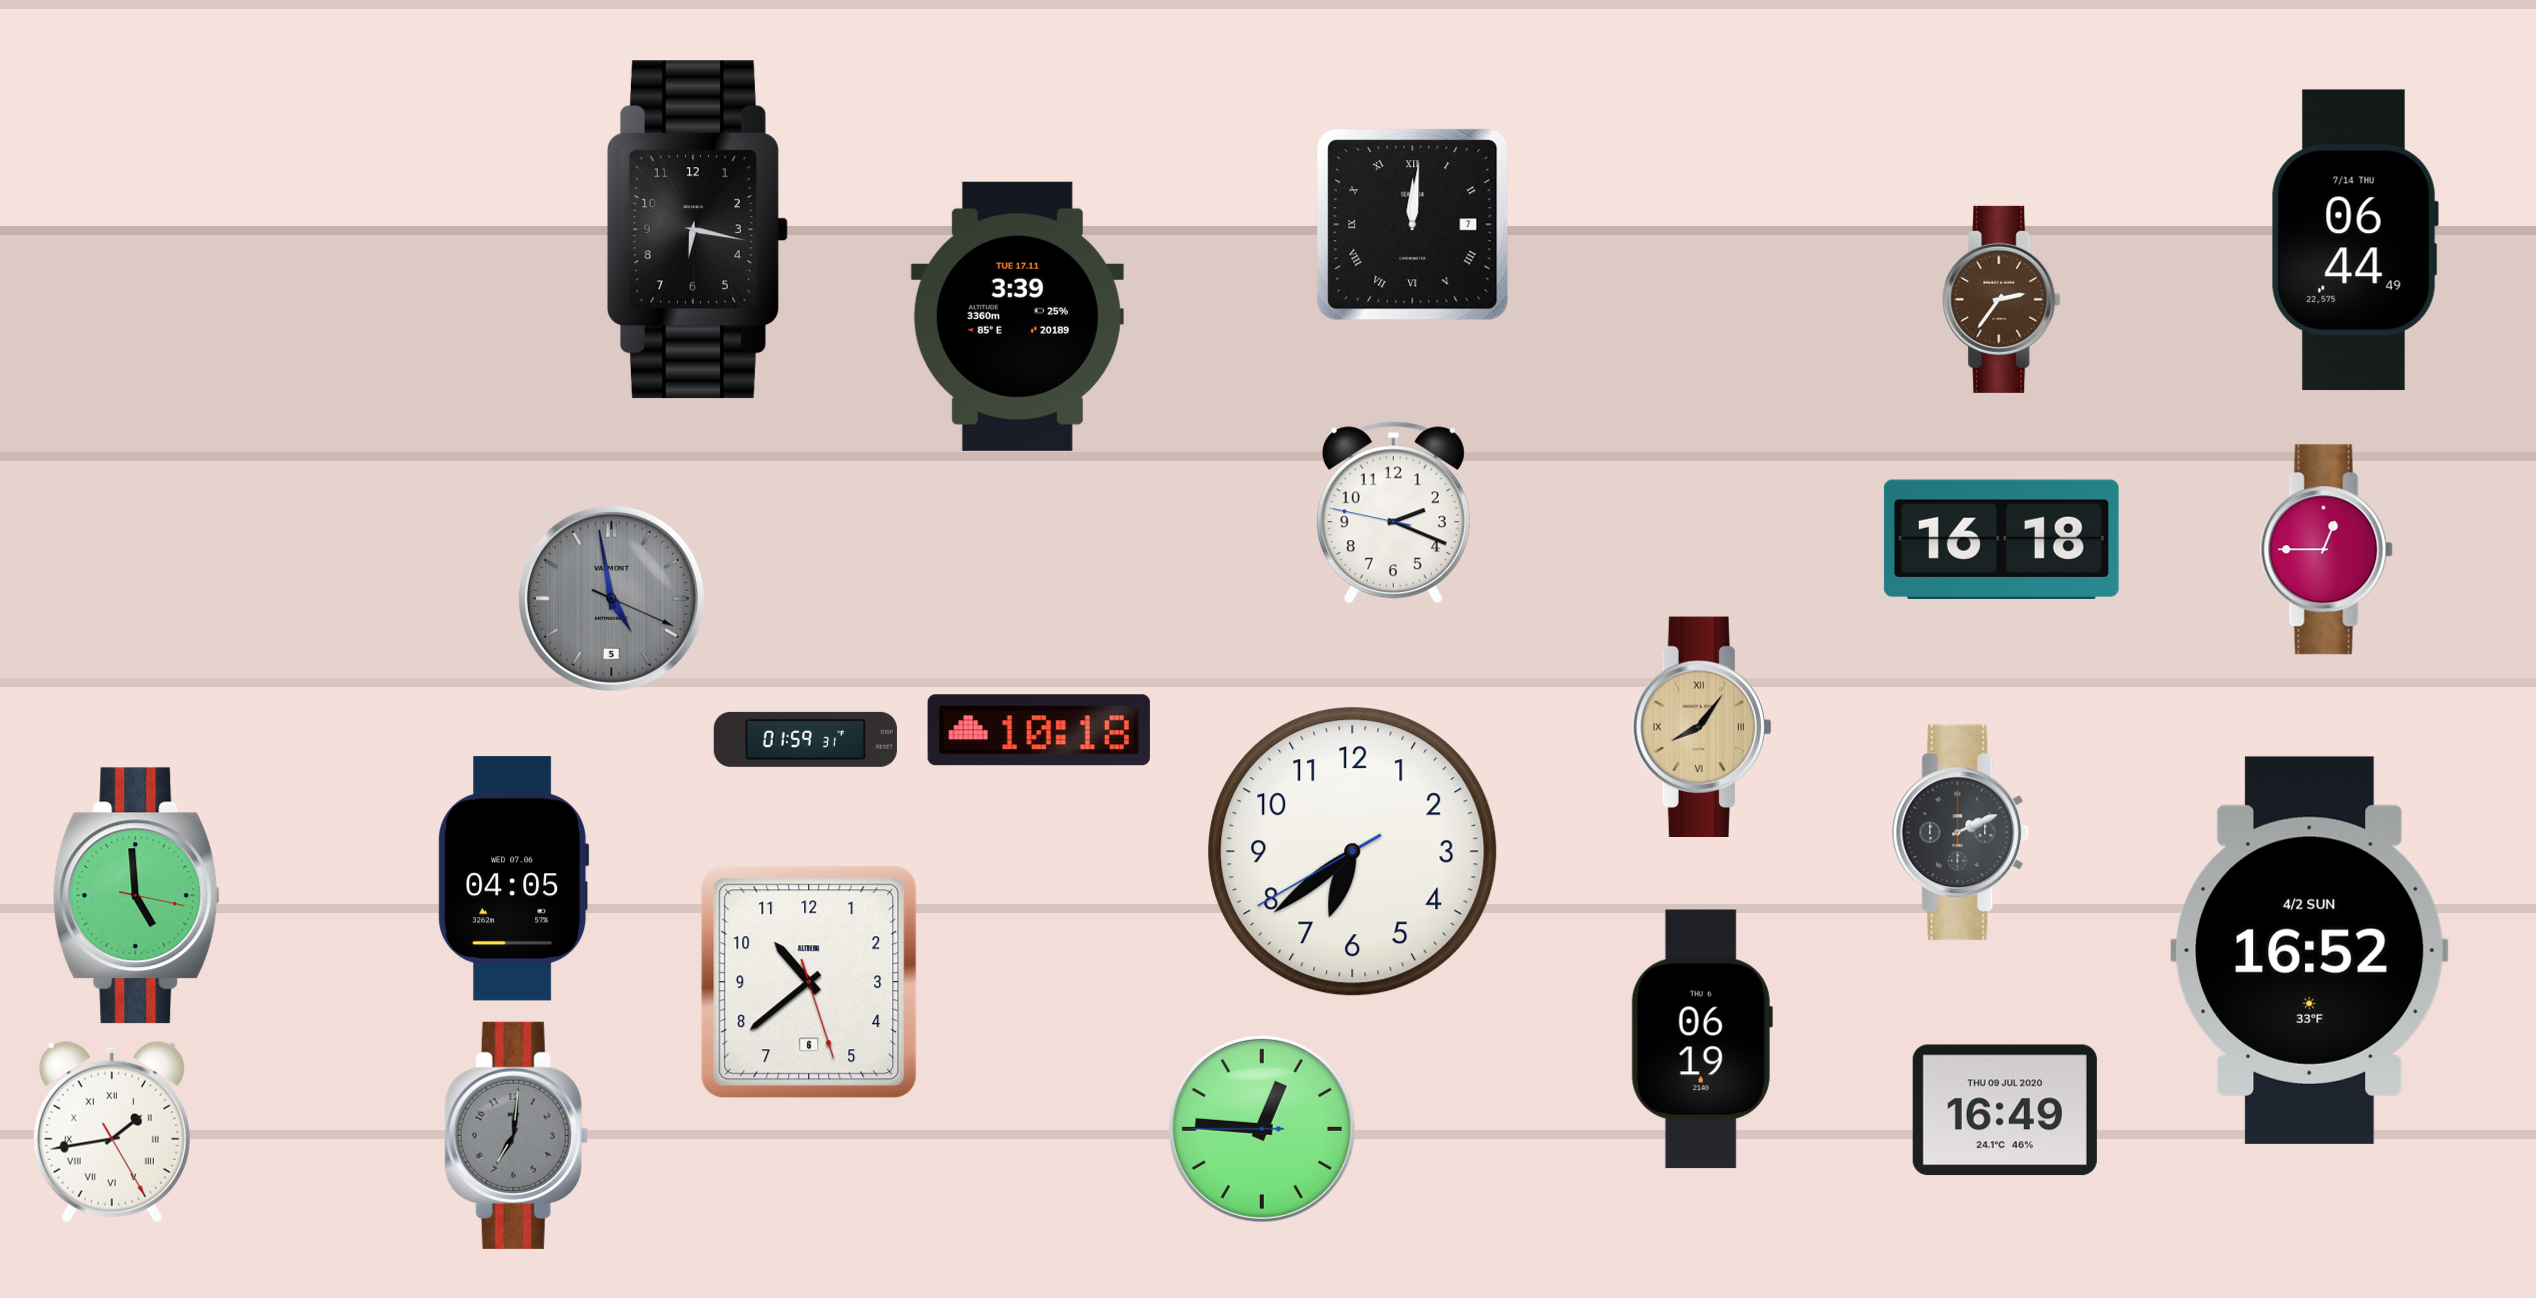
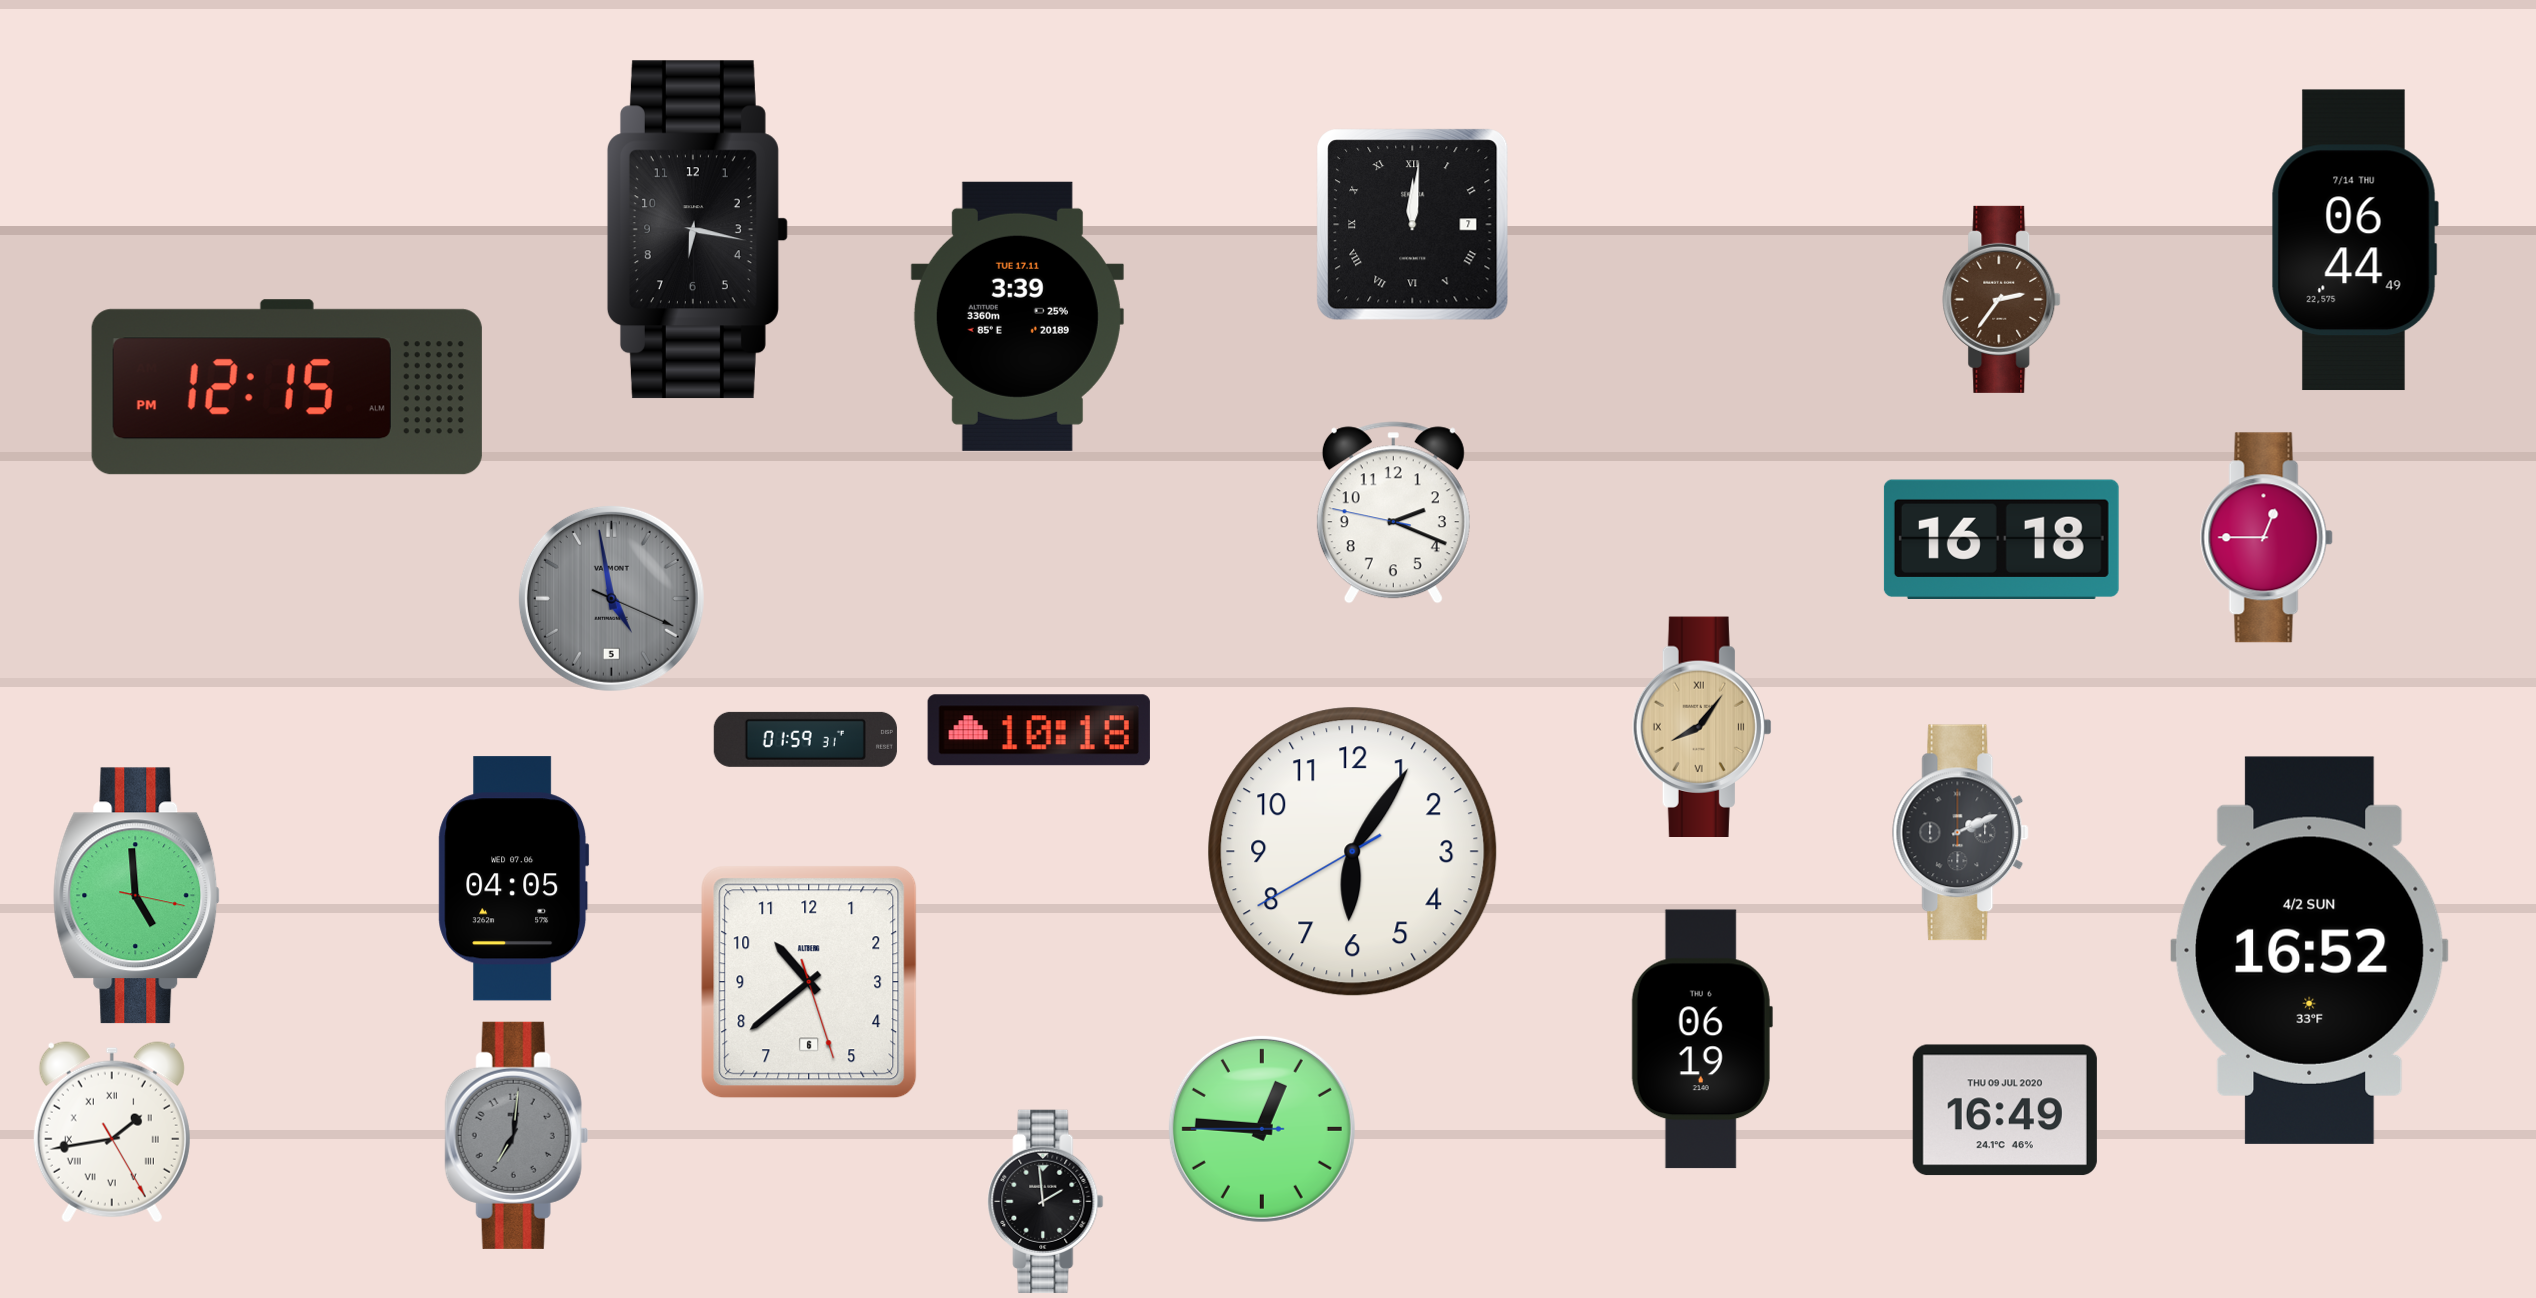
clock at (287, 387): none -> 12:15
clock at (2326, 550) position: (2326, 550) -> (2266, 538)
clock at (1353, 852): 6:38 -> 6:05
clock at (1046, 1201): none -> 1:59
